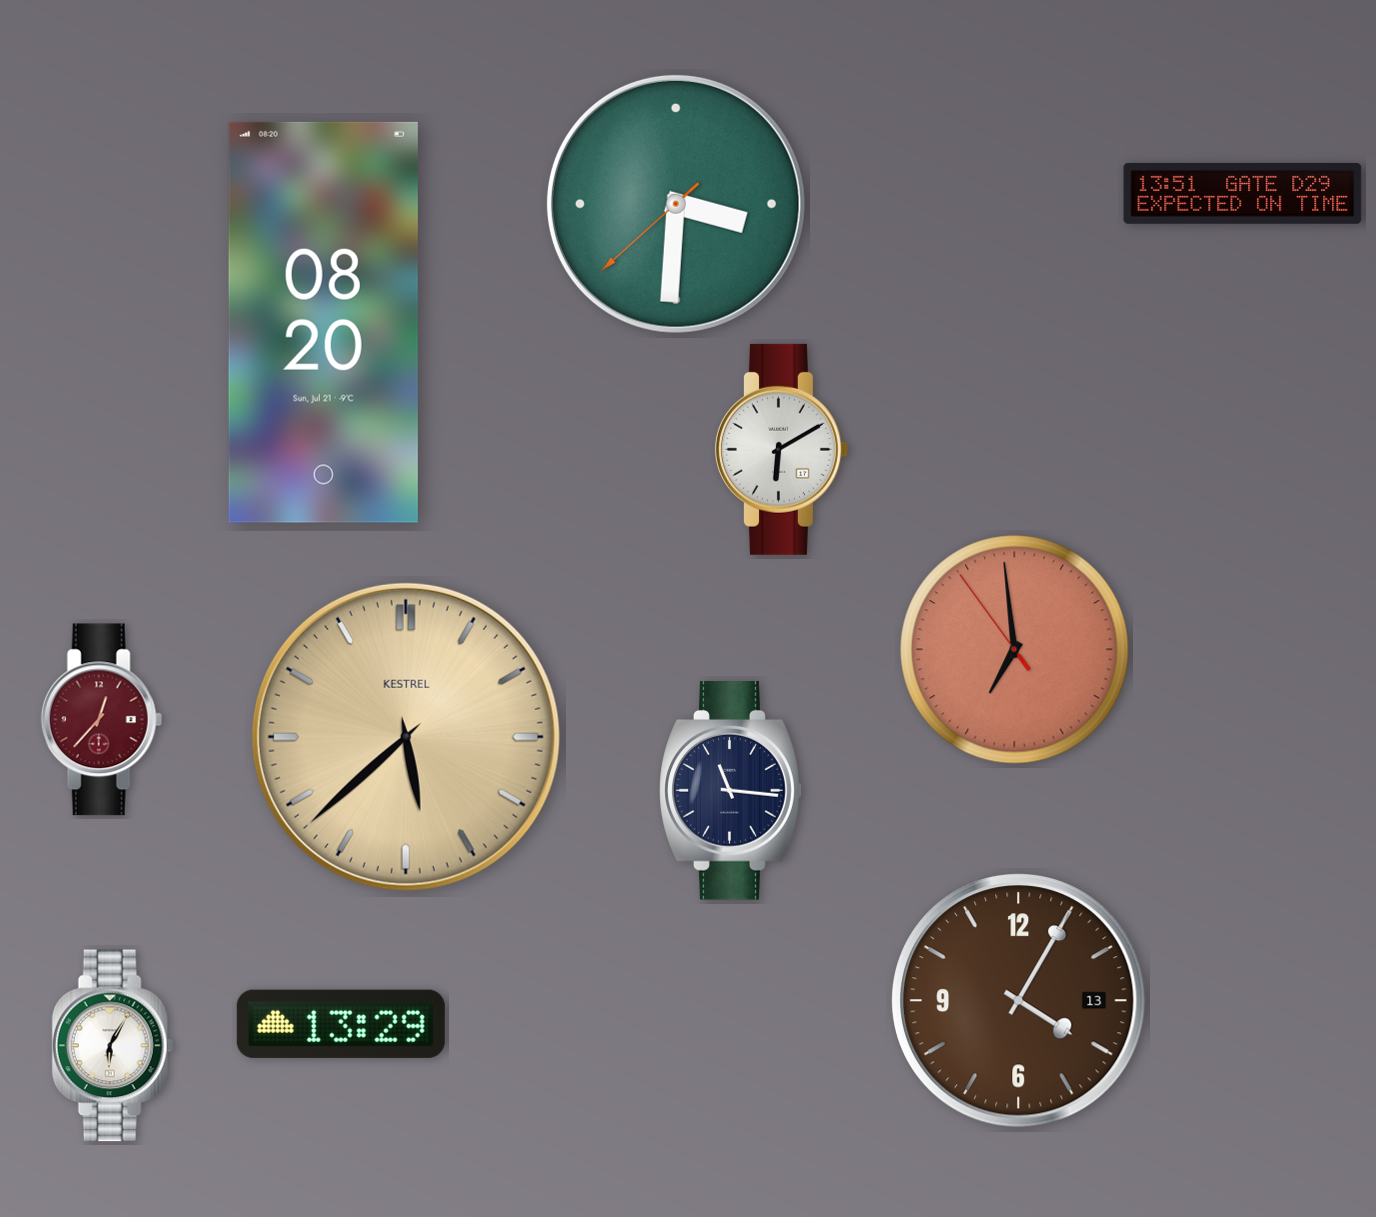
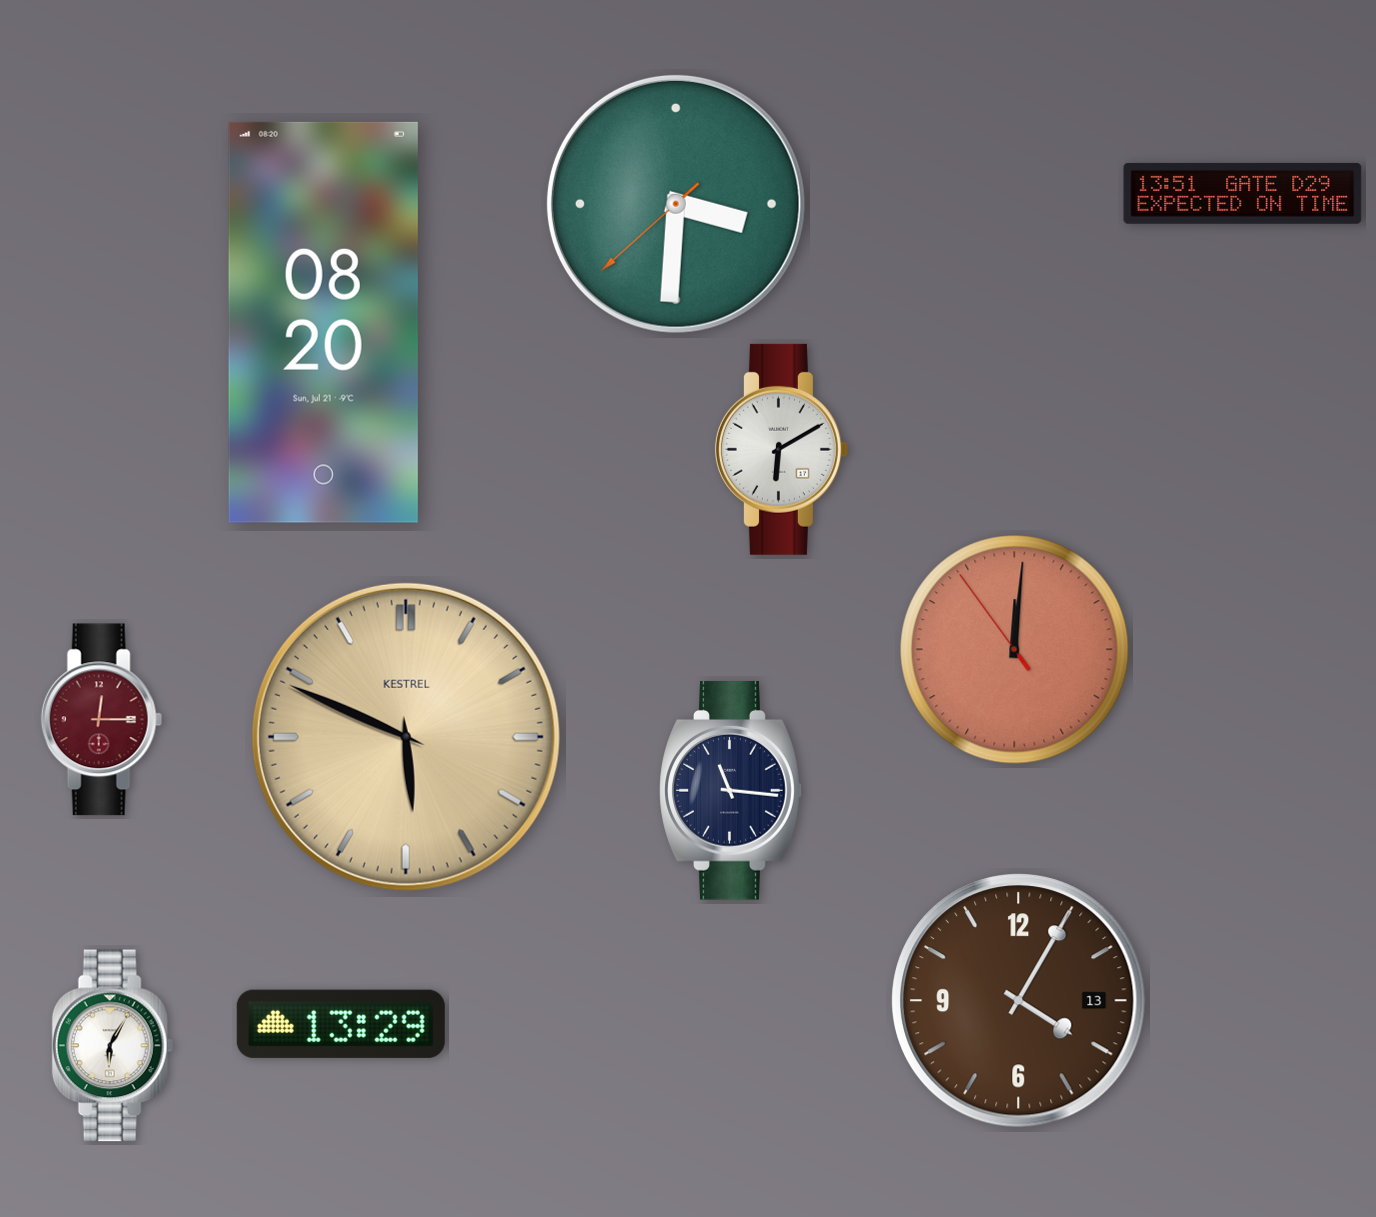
clock at (1015, 650): 6:58 -> 12:00
clock at (101, 720): 12:37 -> 12:15
clock at (406, 737): 5:38 -> 5:49
